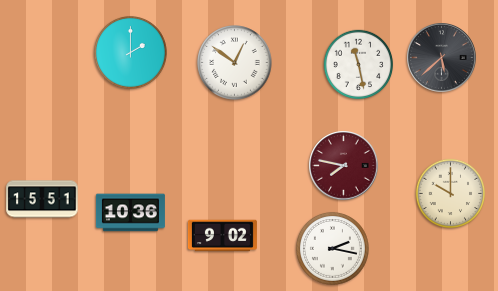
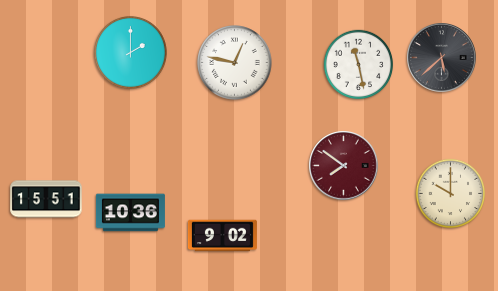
clock at (235, 63): 12:51 -> 12:47
clock at (344, 166): 7:47 -> 7:51
clock at (42, 199) position: (42, 199) -> (46, 199)
clock at (332, 248): 2:17 -> none
